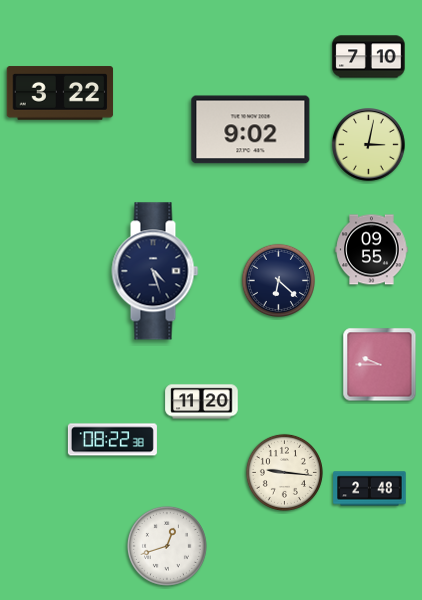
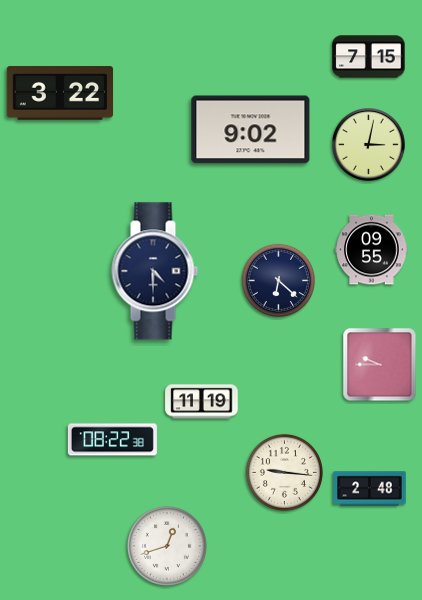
clock at (369, 57): 7:10 -> 7:15
clock at (155, 271): 4:27 -> 4:30
clock at (202, 402): 11:20 -> 11:19
